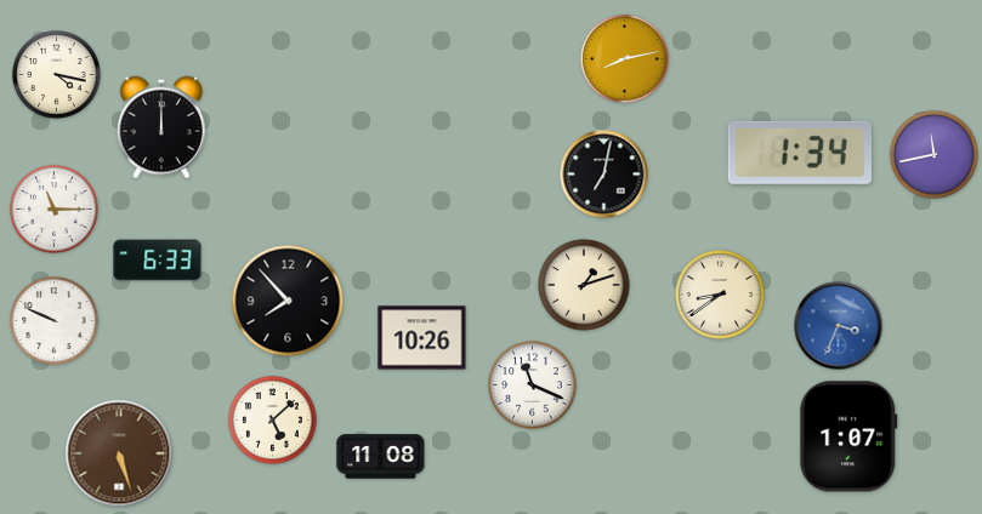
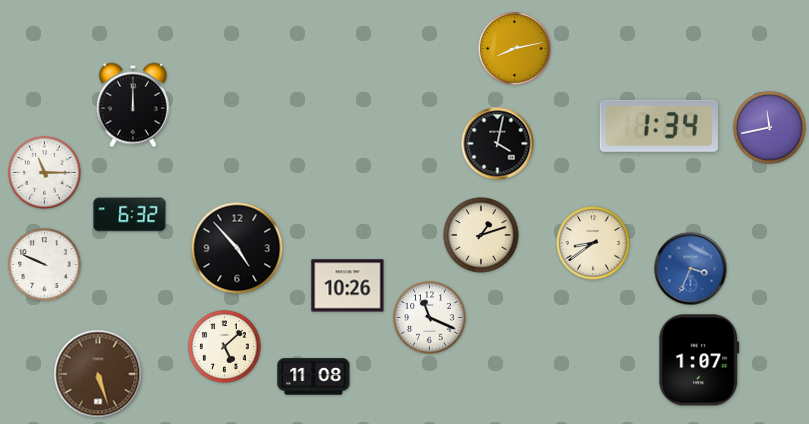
clock at (57, 75): 4:17 -> none
clock at (604, 175): 7:02 -> 4:02
clock at (158, 261): 6:33 -> 6:32
clock at (288, 301): 7:53 -> 4:53
clock at (422, 338) position: (422, 338) -> (348, 286)
clock at (533, 385) position: (533, 385) -> (430, 318)
